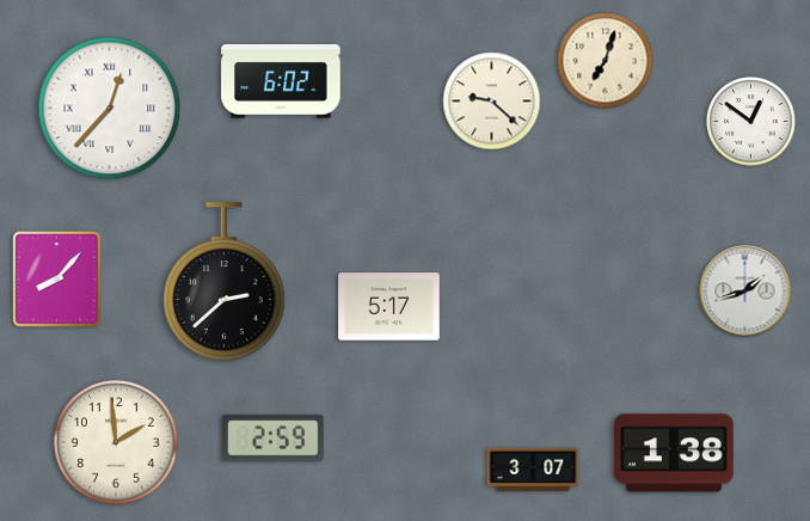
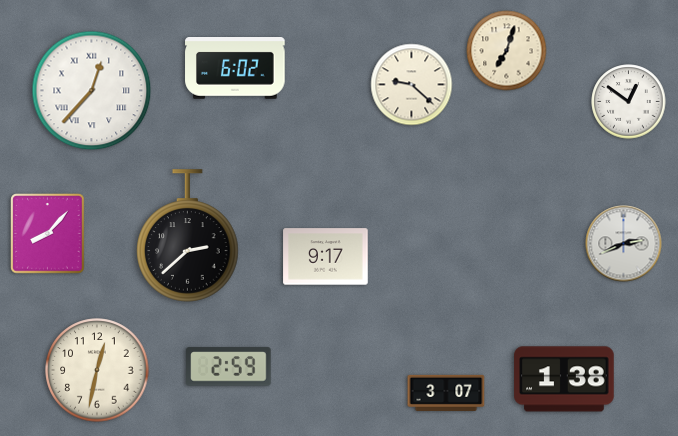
clock at (745, 292): 1:42 -> 2:41
clock at (389, 307): 5:17 -> 9:17
clock at (116, 442): 1:59 -> 12:32
